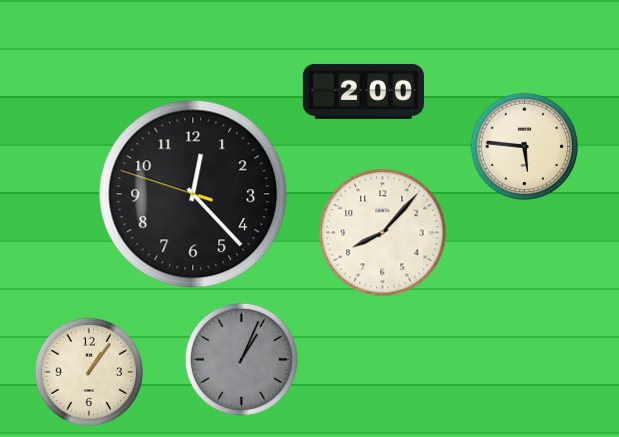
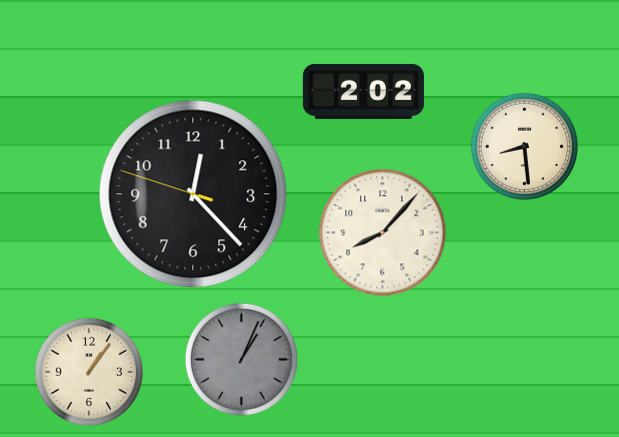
clock at (363, 91): 2:00 -> 2:02
clock at (524, 146): 5:46 -> 8:29
